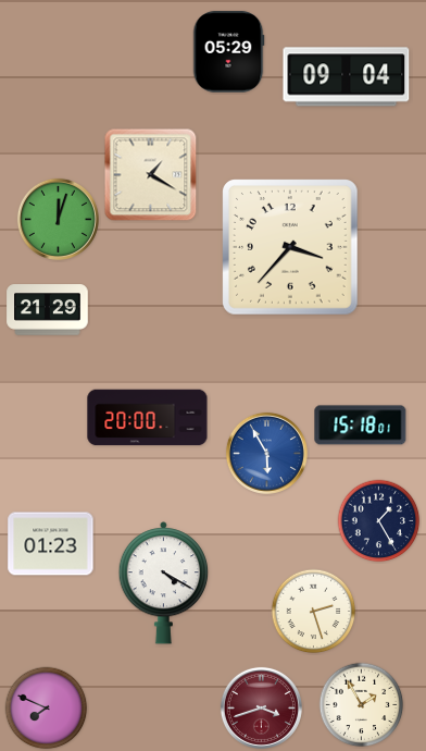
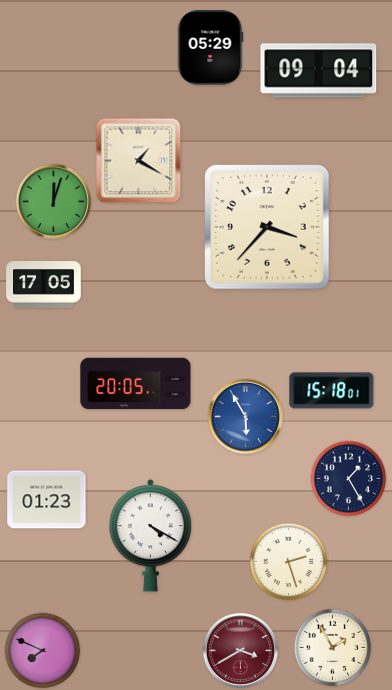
clock at (48, 310): 21:29 -> 17:05
clock at (148, 418): 20:00 -> 20:05
clock at (261, 707): 3:42 -> 3:40
